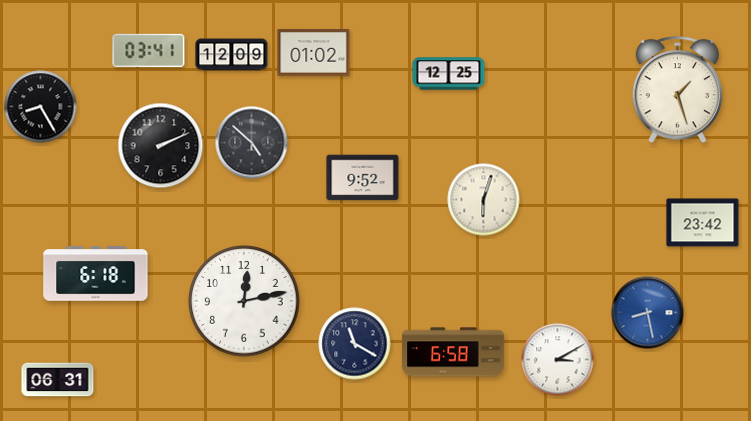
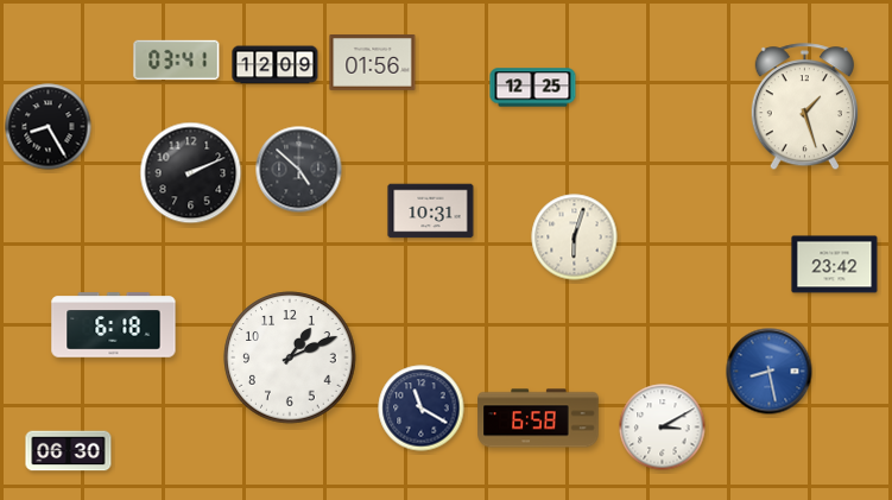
clock at (314, 53): 01:02 -> 01:56
clock at (363, 178): 9:52 -> 10:31
clock at (244, 301): 12:13 -> 1:11
clock at (58, 380): 06:31 -> 06:30
